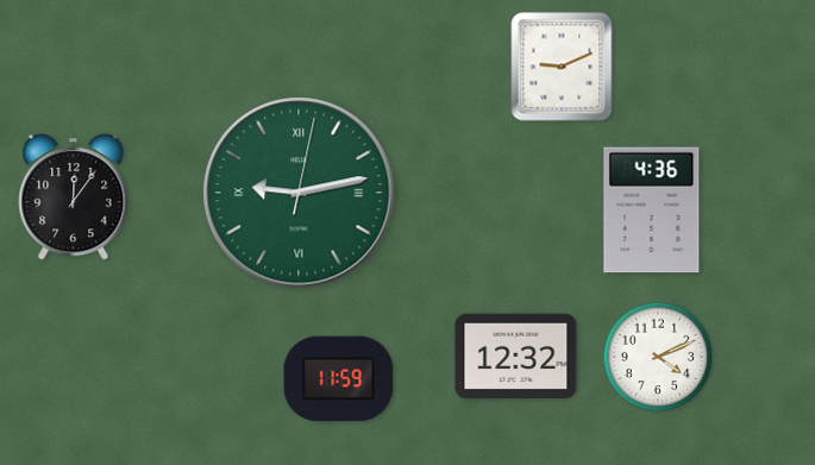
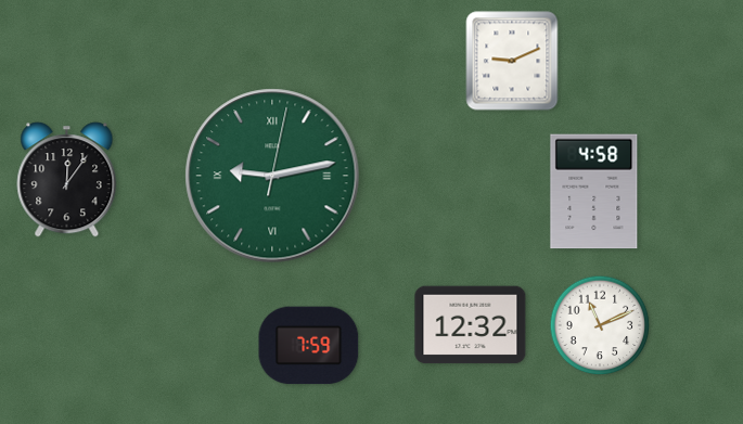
clock at (652, 210): 4:36 -> 4:58
clock at (658, 357): 4:11 -> 11:11
clock at (339, 379): 11:59 -> 7:59
